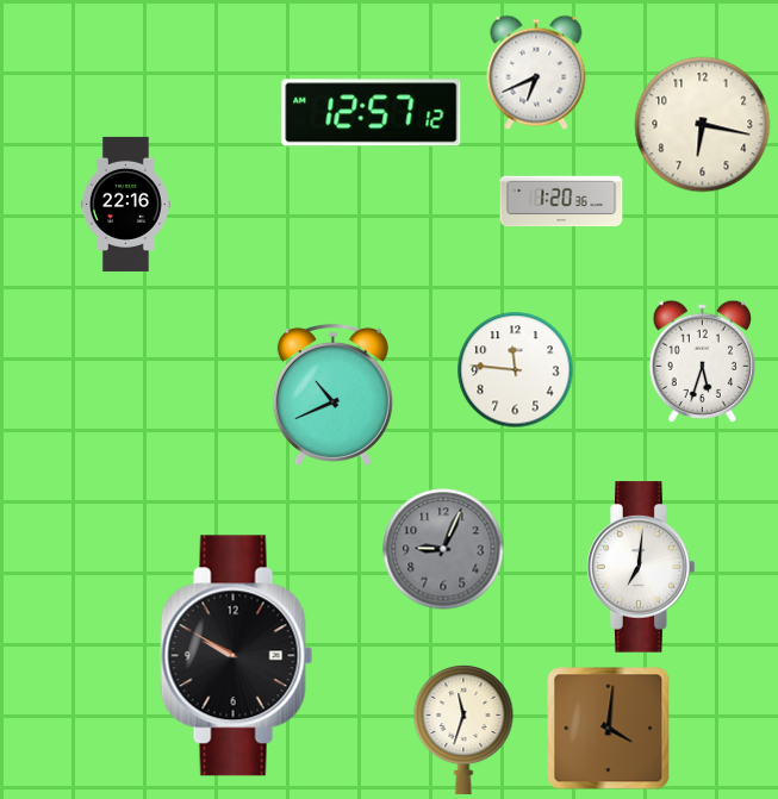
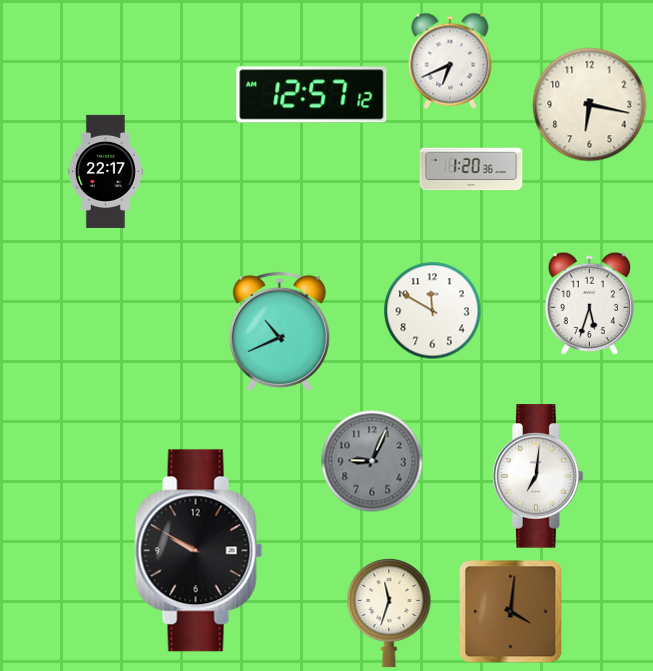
clock at (125, 204): 22:16 -> 22:17
clock at (516, 370): 11:46 -> 11:50
